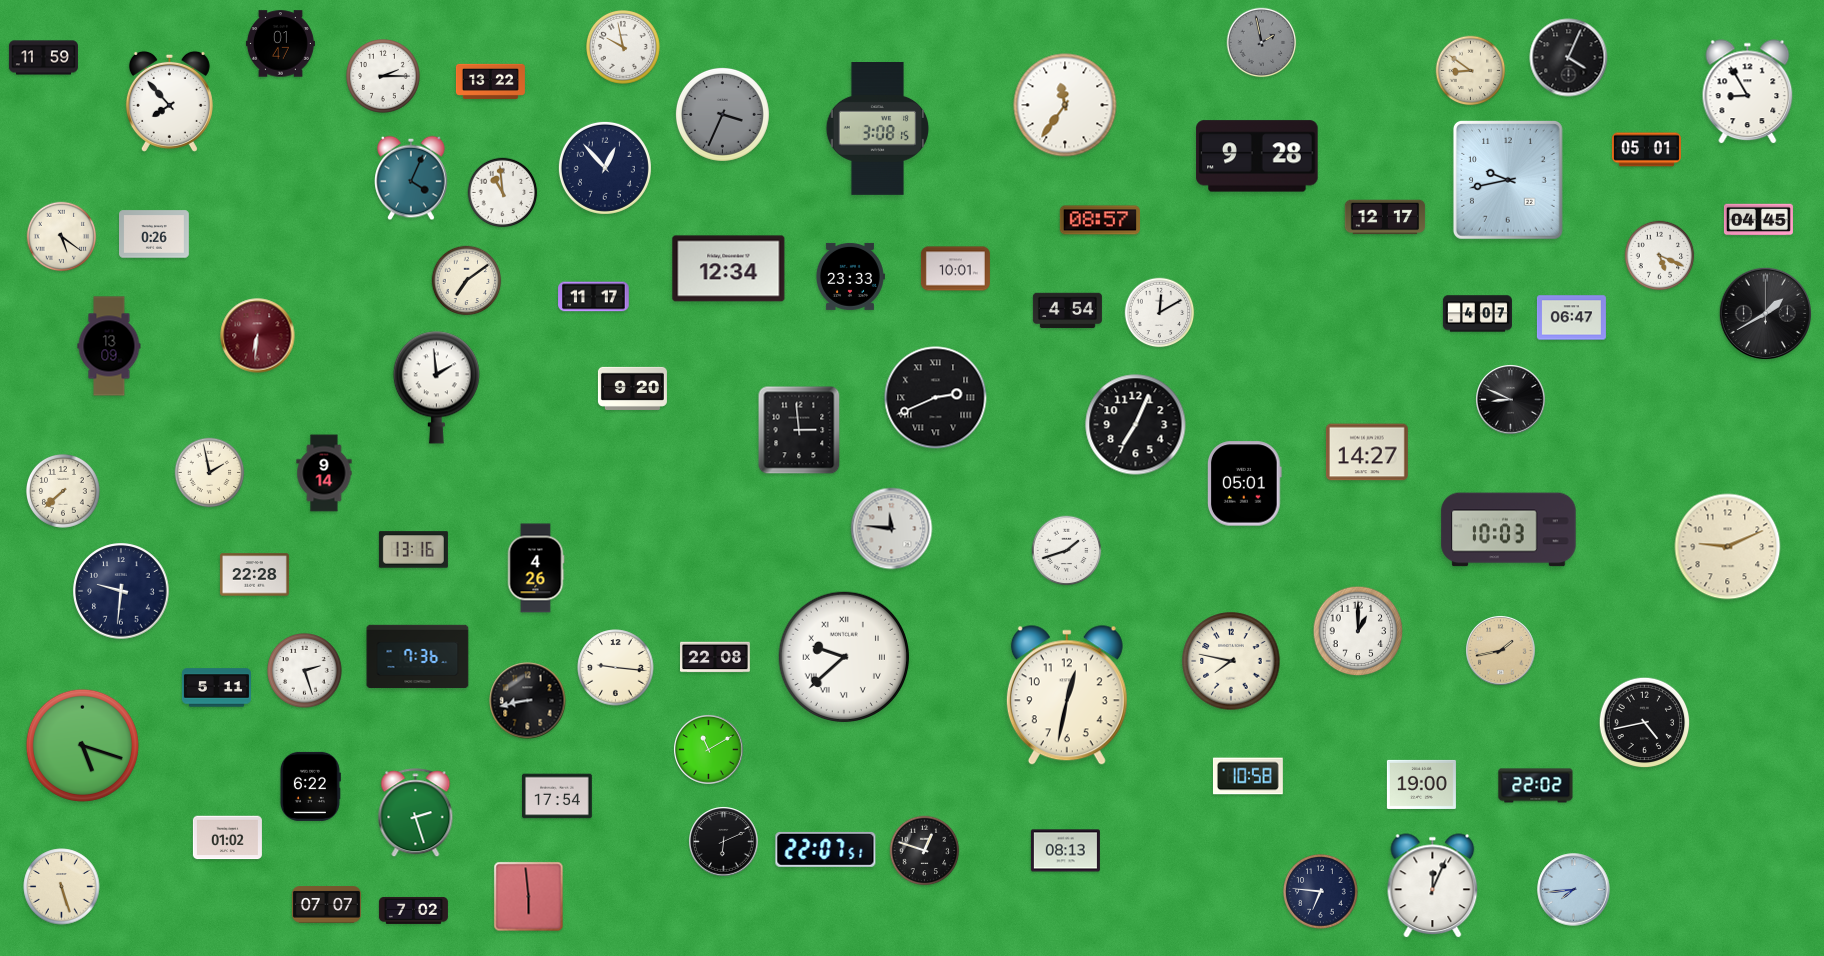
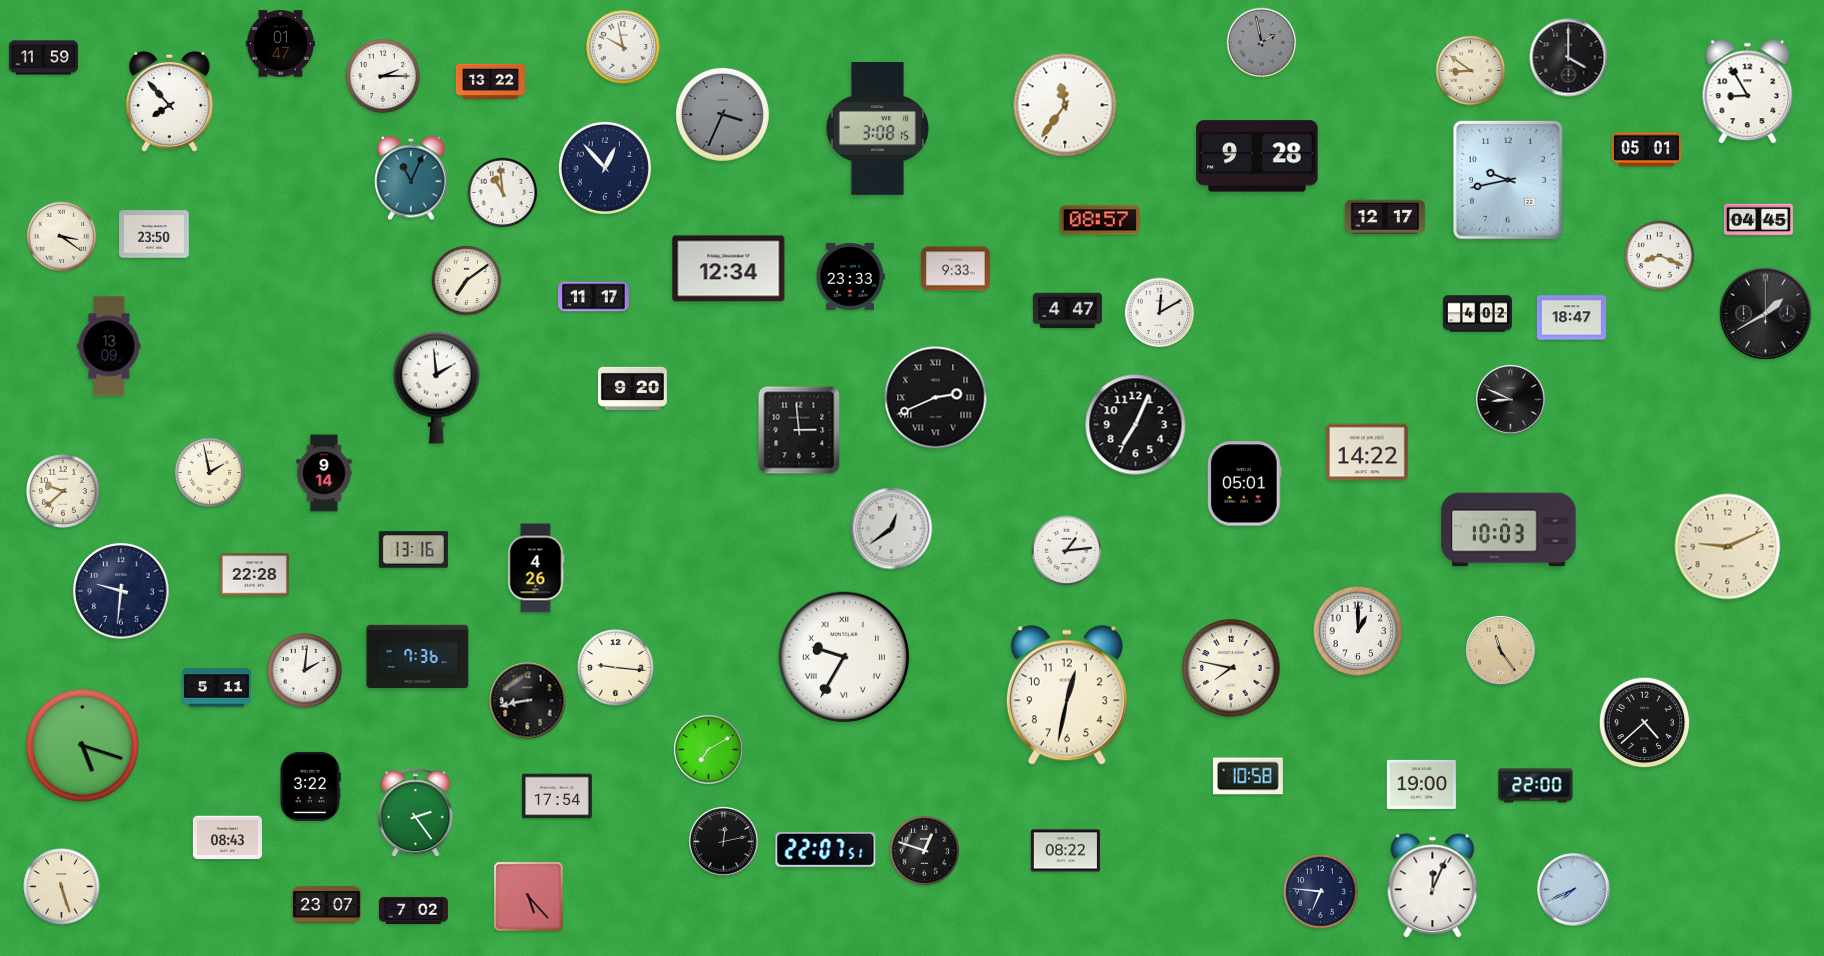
clock at (1569, 58): 4:04 -> 4:00
clock at (411, 178): 4:04 -> 11:04
clock at (155, 234): 0:26 -> 23:50
clock at (62, 237): 5:21 -> 3:21
clock at (1660, 256): 5:19 -> 8:19
clock at (955, 269): 10:01 -> 9:33
clock at (1067, 311): 4:54 -> 4:47
clock at (1477, 314): 4:07 -> 4:02
clock at (1571, 318): 06:47 -> 18:47
clock at (258, 336): 6:31 -> none
clock at (1367, 452): 14:27 -> 14:22
clock at (64, 492): 7:38 -> 9:38
clock at (892, 529): 11:46 -> 12:39
clock at (1067, 551): 1:42 -> 1:14
clock at (1501, 651): 1:43 -> 11:24
clock at (716, 657): 22:08 -> none
clock at (844, 657): 9:38 -> 9:35
clock at (1231, 661) position: (1231, 661) -> (1231, 668)
clock at (305, 671): 2:27 -> 2:01
clock at (1645, 723): 4:43 -> 4:38
clock at (709, 750): 11:10 -> 7:10
clock at (310, 786): 6:22 -> 3:22
clock at (1536, 786): 22:02 -> 22:00
clock at (416, 813): 2:27 -> 2:24
clock at (227, 838): 01:02 -> 08:43
clock at (724, 842): 6:11 -> 12:13
clock at (1065, 851): 08:13 -> 08:22
clock at (1574, 890): 7:44 -> 7:41
clock at (529, 897): 5:59 -> 5:23
clock at (326, 905): 07:07 -> 23:07
